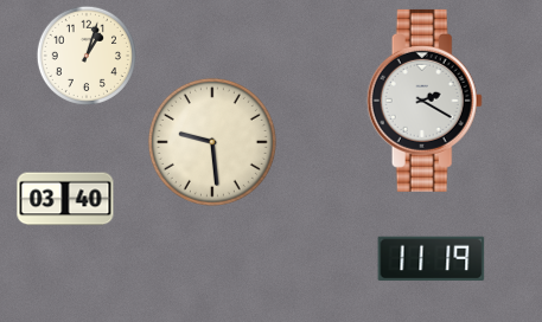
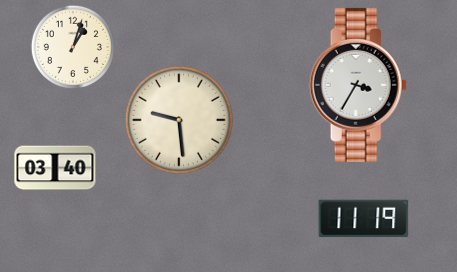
clock at (425, 101): 2:20 -> 3:35
